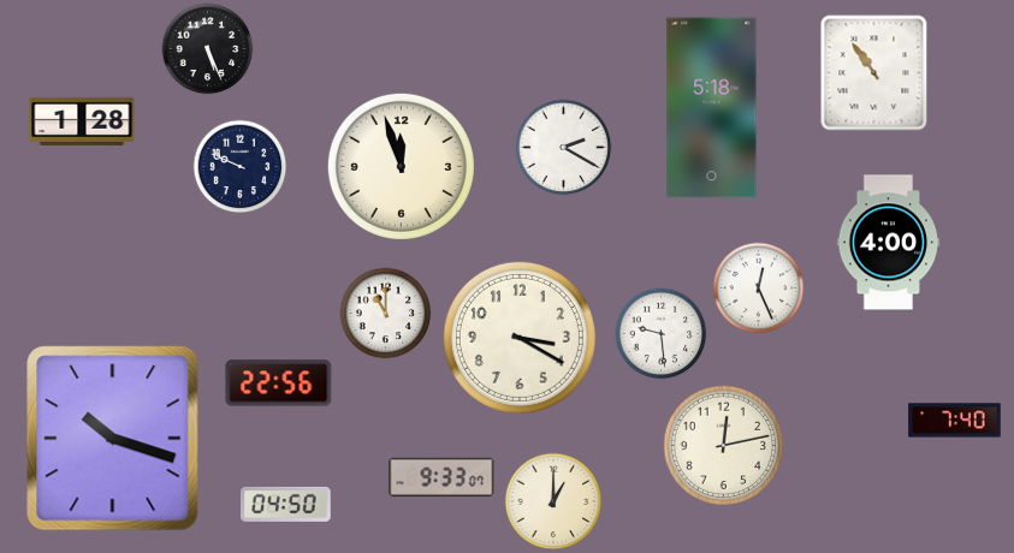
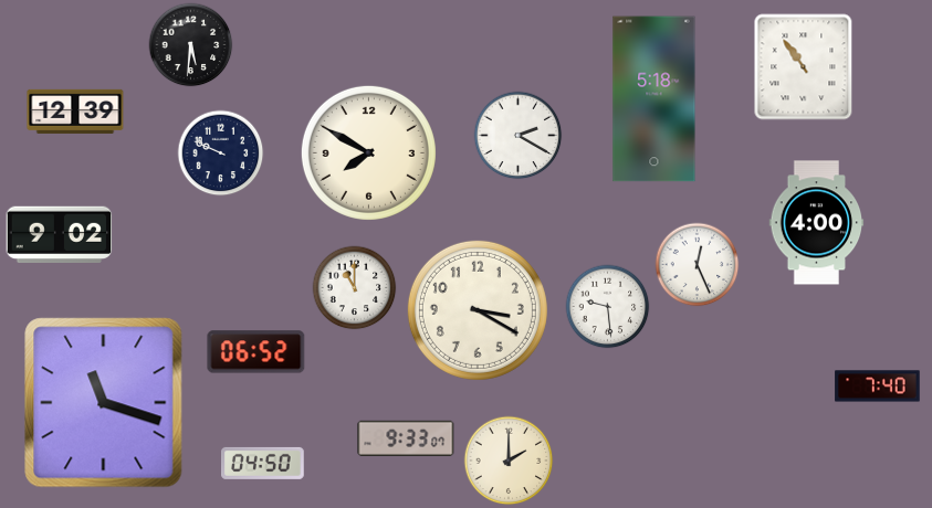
clock at (208, 49): 5:26 -> 5:31
clock at (82, 121): 1:28 -> 12:39
clock at (401, 166): 11:57 -> 7:50
clock at (60, 234): none -> 9:02
clock at (279, 383): 22:56 -> 06:52
clock at (113, 439): 10:18 -> 11:18
clock at (723, 445): 12:13 -> none
clock at (553, 501): 1:00 -> 2:00
